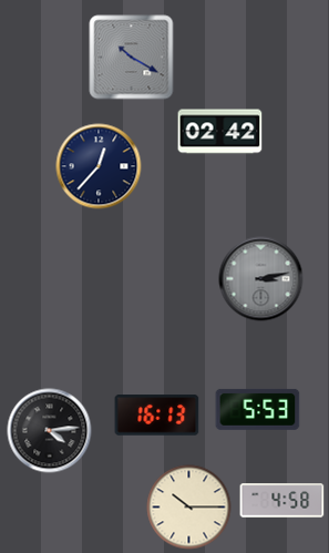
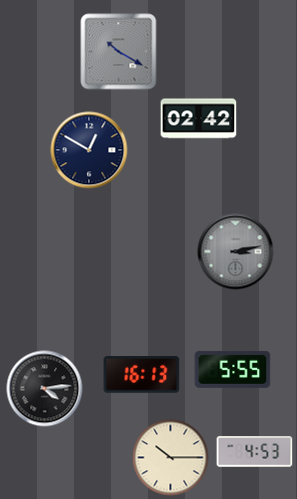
clock at (99, 166): 12:37 -> 12:50
clock at (258, 409): 5:53 -> 5:55
clock at (282, 501): 4:58 -> 4:53
